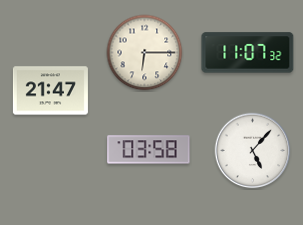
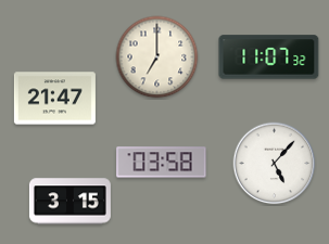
clock at (145, 53): 6:15 -> 7:00
clock at (69, 202): none -> 3:15
